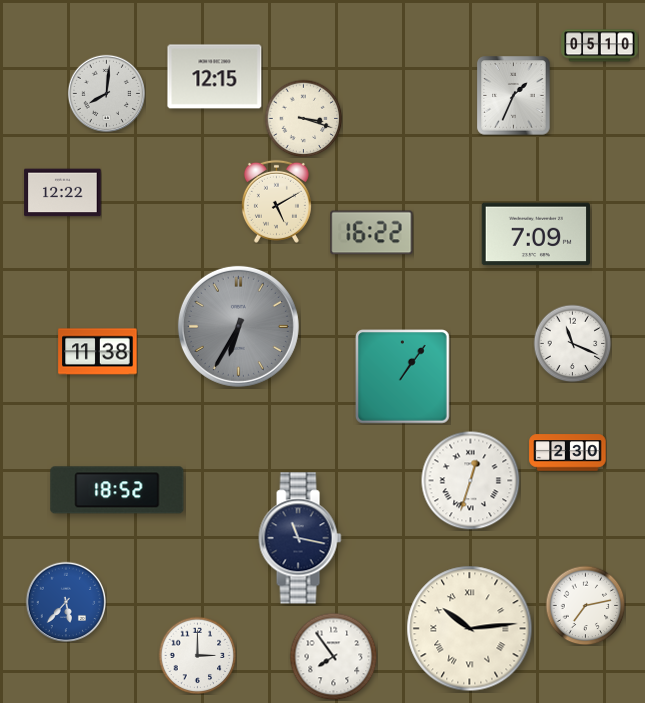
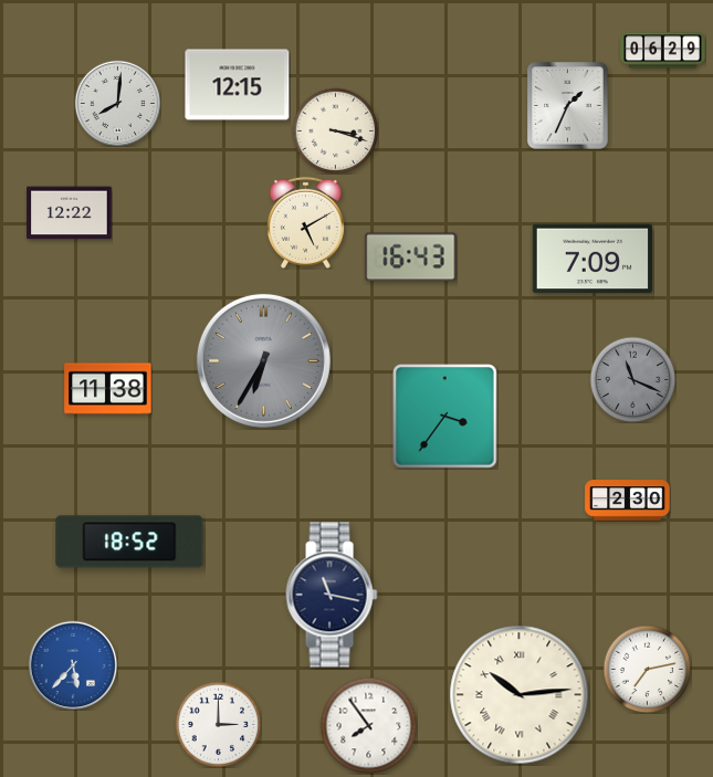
clock at (600, 46): 05:10 -> 06:29
clock at (372, 233): 16:22 -> 16:43
clock at (572, 343) dial: white -> grey
clock at (403, 377): 1:06 -> 3:36
clock at (471, 481): 12:33 -> none
